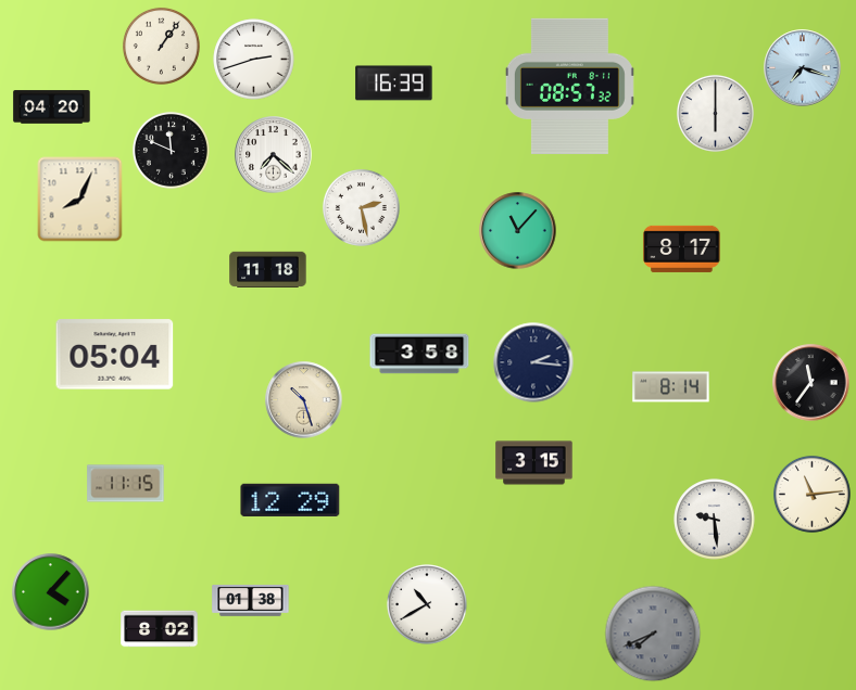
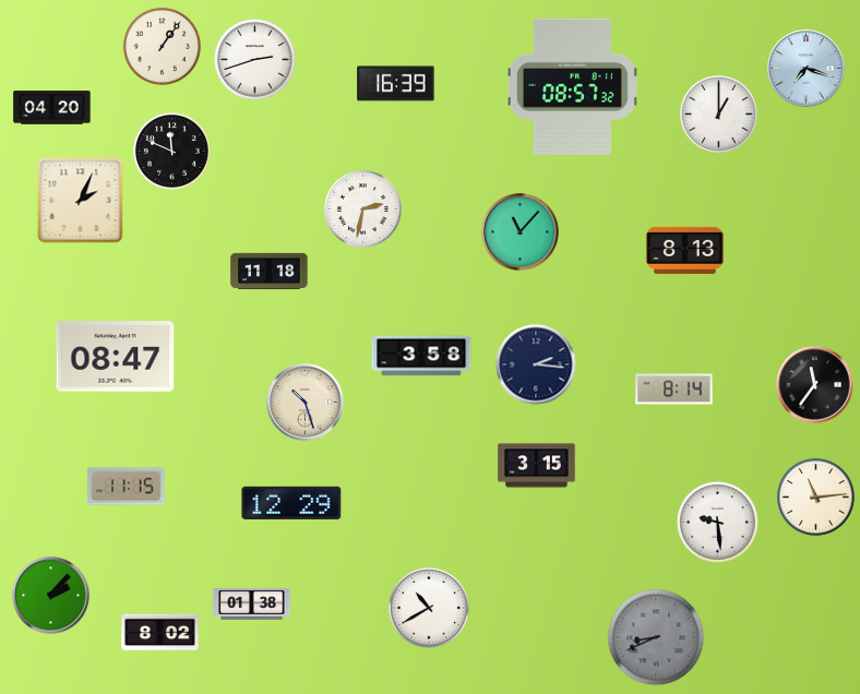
clock at (715, 113): 6:00 -> 1:00
clock at (274, 155): 7:22 -> none
clock at (80, 200): 8:04 -> 2:04
clock at (361, 207): 2:28 -> 2:32
clock at (682, 248): 8:17 -> 8:13
clock at (115, 355): 05:04 -> 08:47
clock at (51, 592): 4:07 -> 2:07
clock at (653, 634): 7:41 -> 8:41
